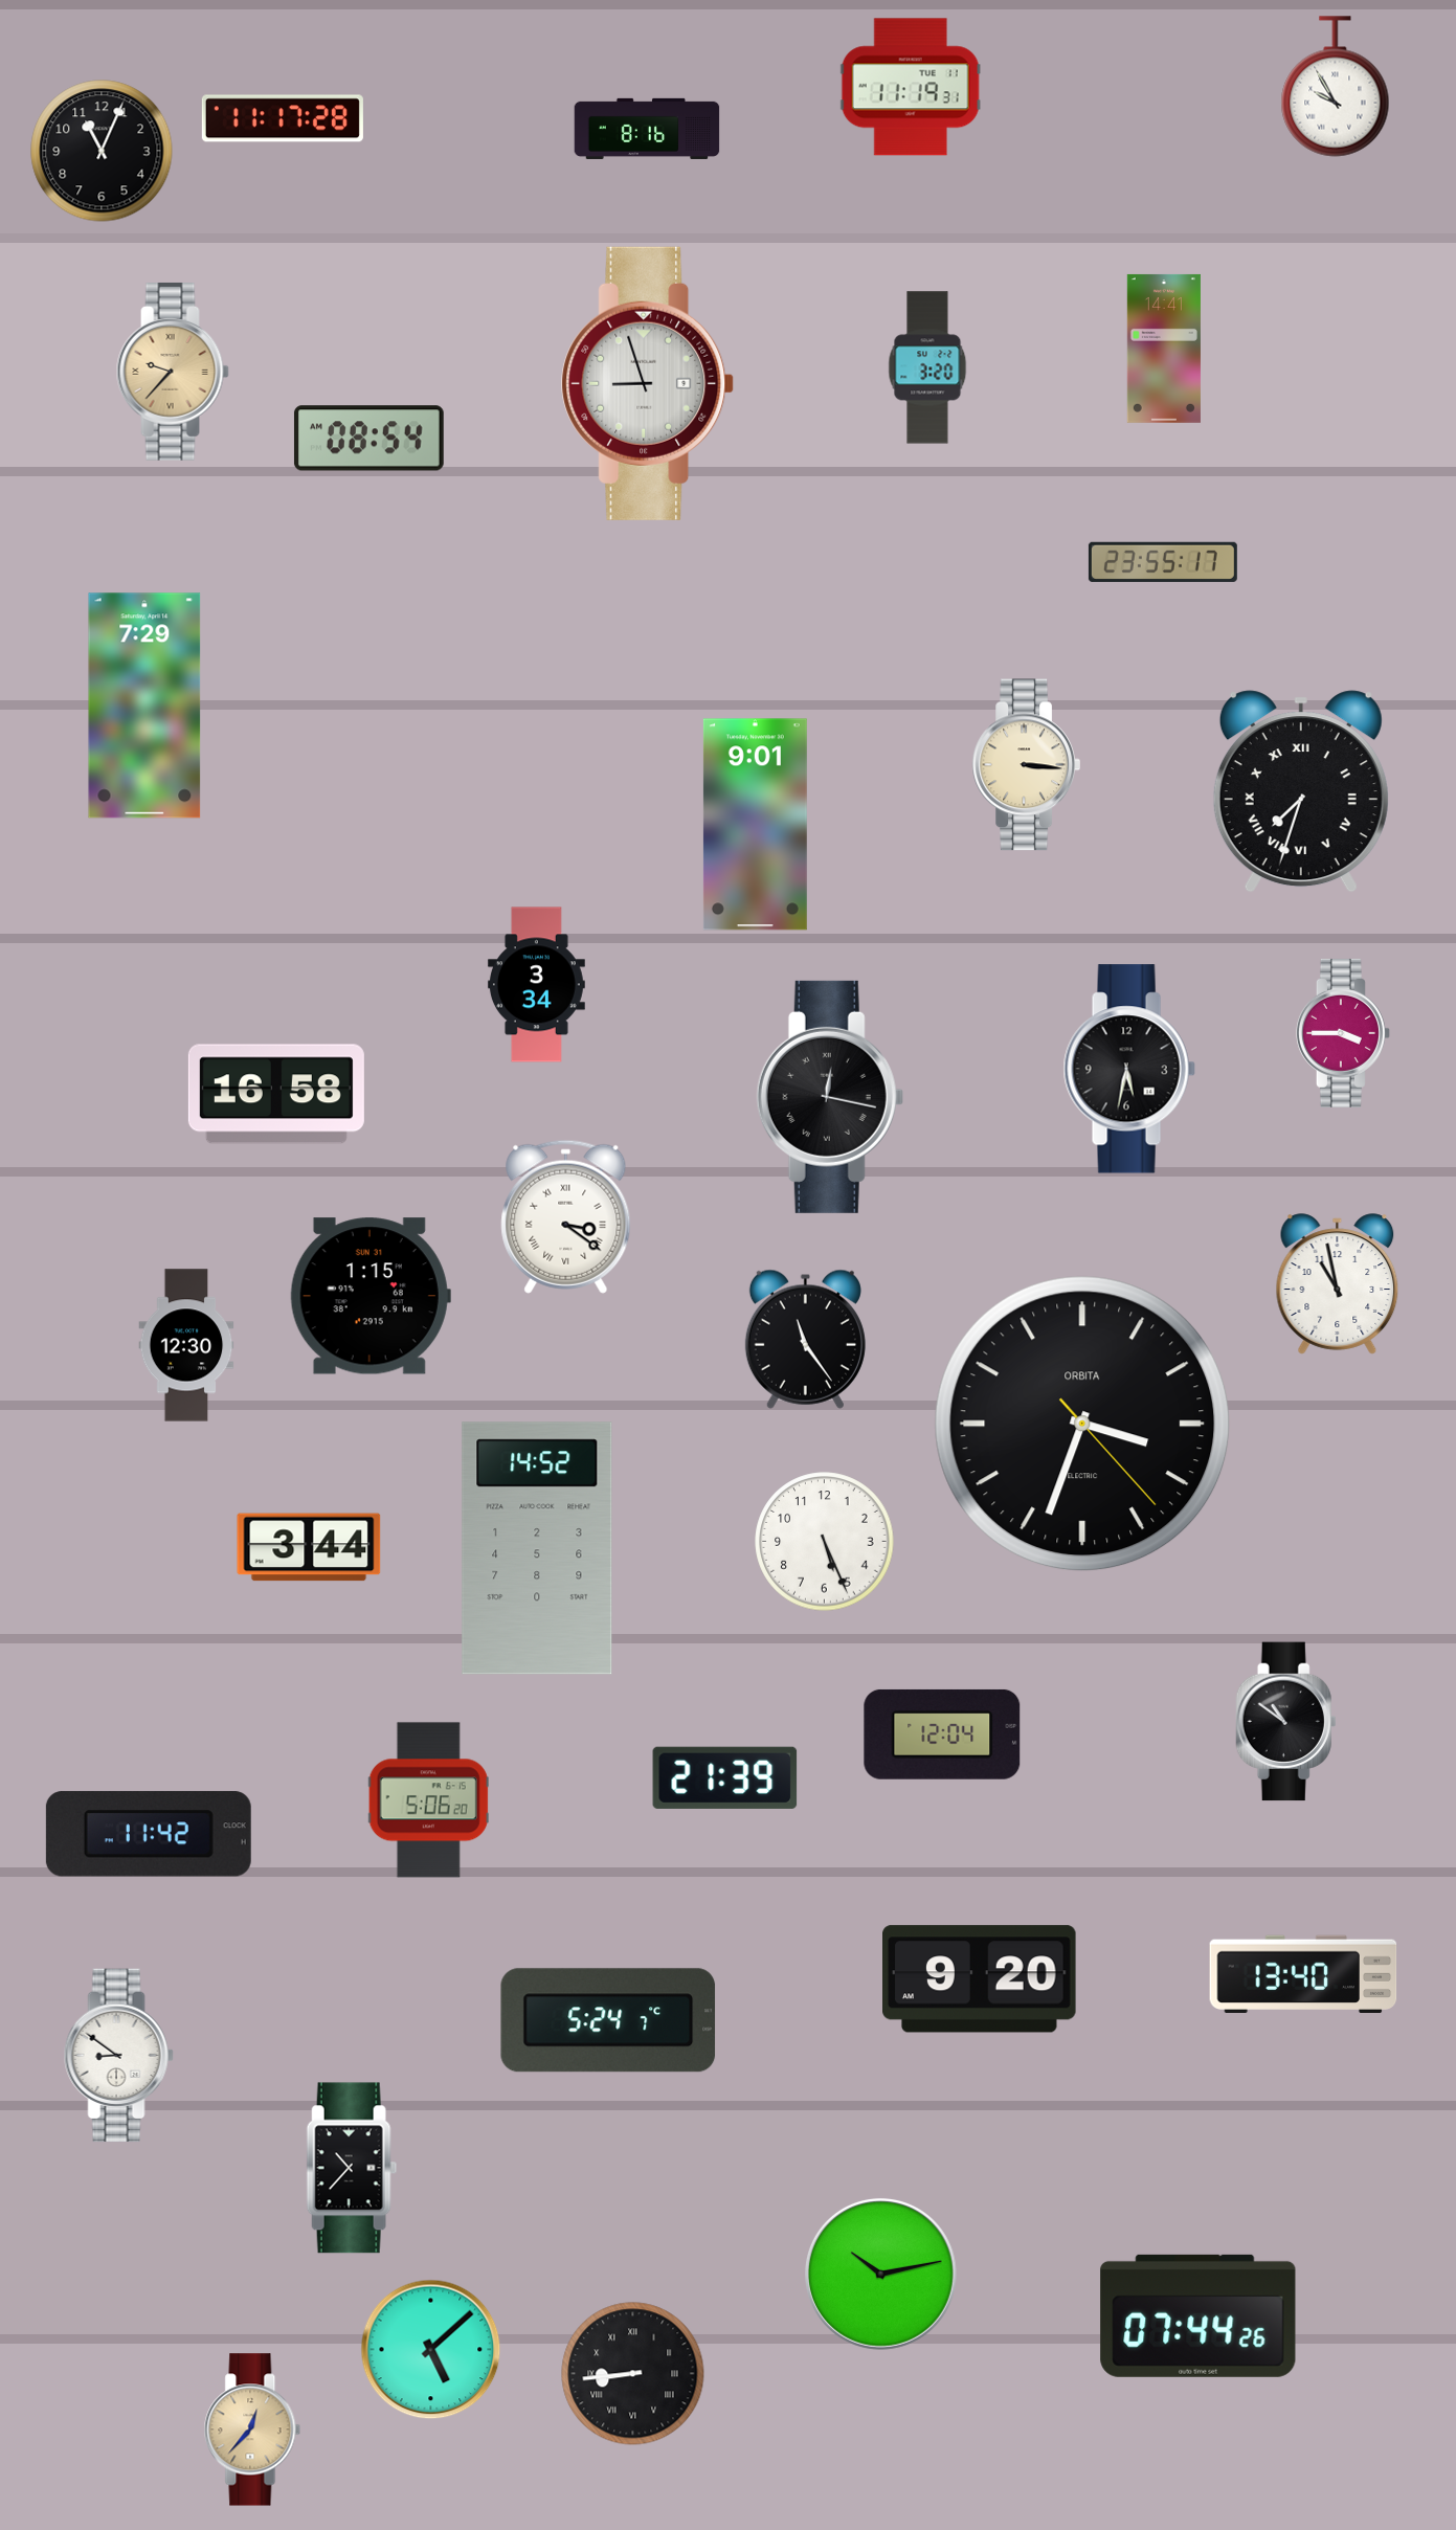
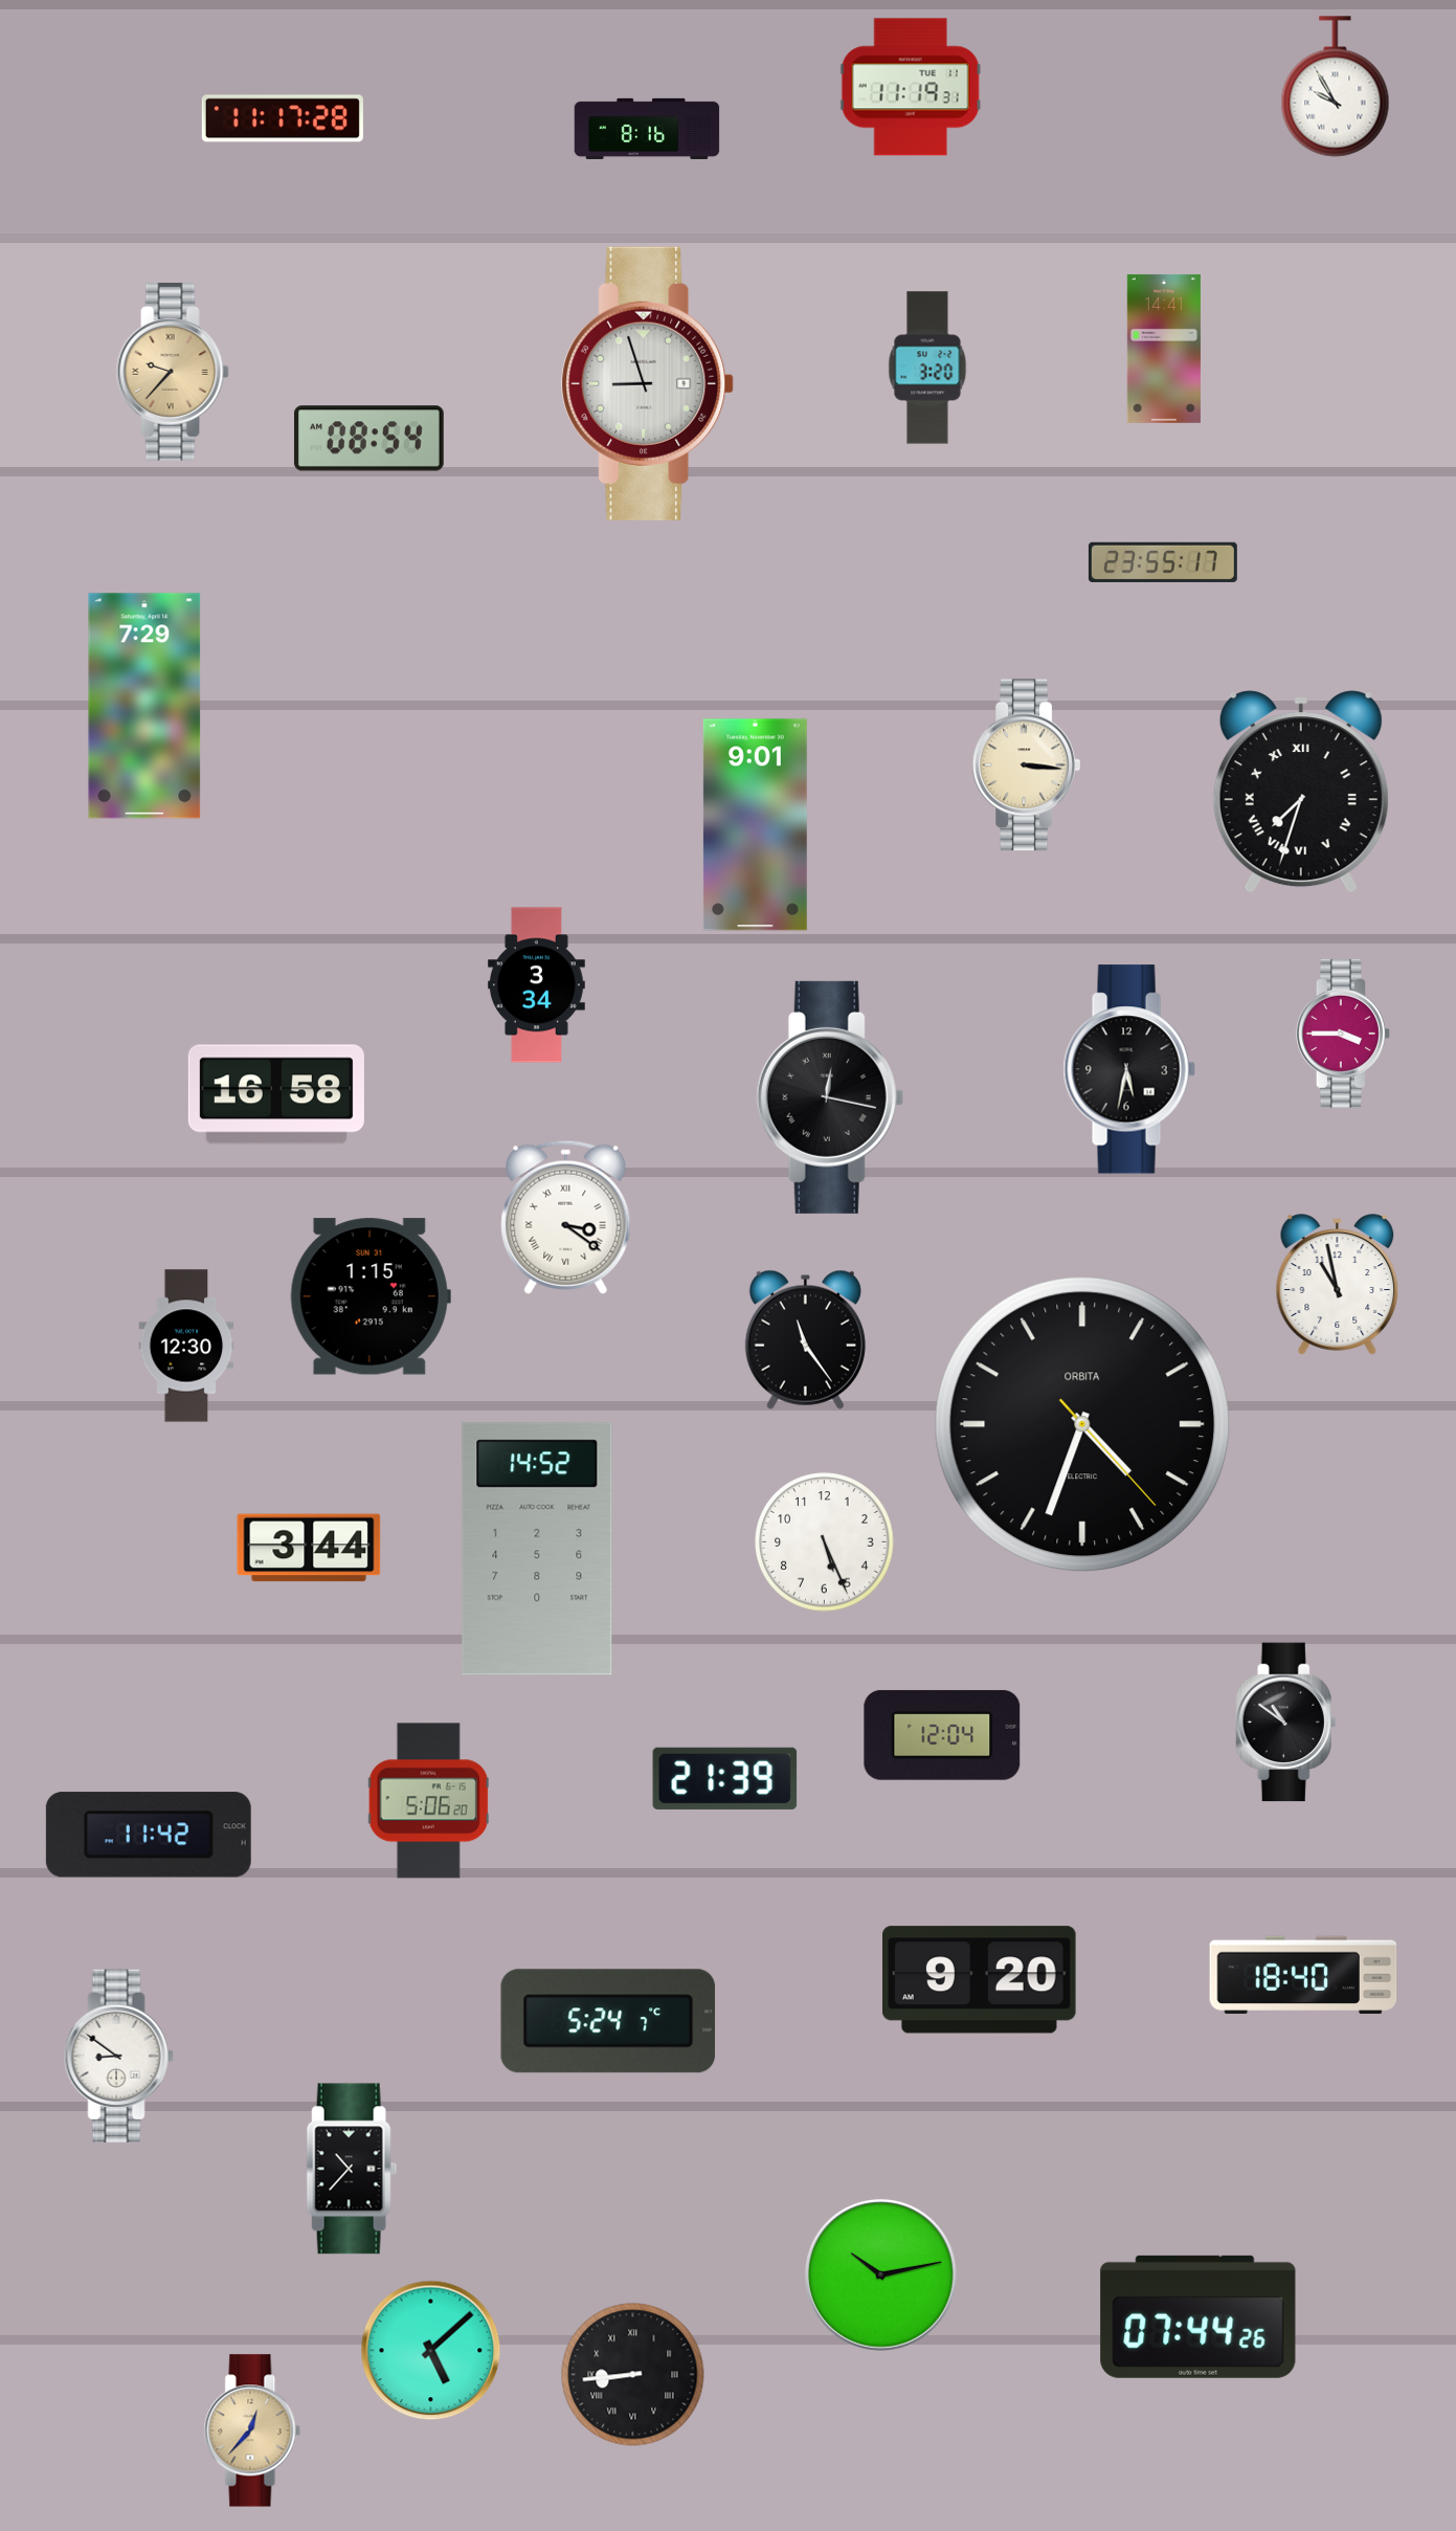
clock at (102, 151): 11:04 -> none
clock at (1082, 1424): 3:33 -> 4:33
clock at (1303, 1973): 13:40 -> 18:40
